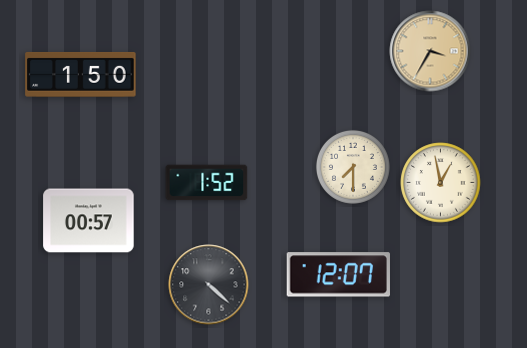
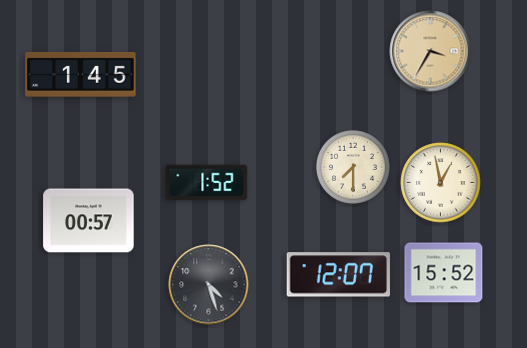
clock at (81, 74): 1:50 -> 1:45
clock at (444, 273): none -> 15:52
clock at (209, 285): 4:22 -> 4:27
